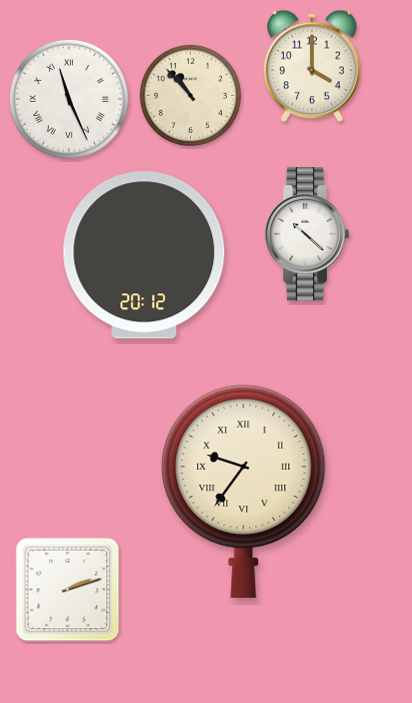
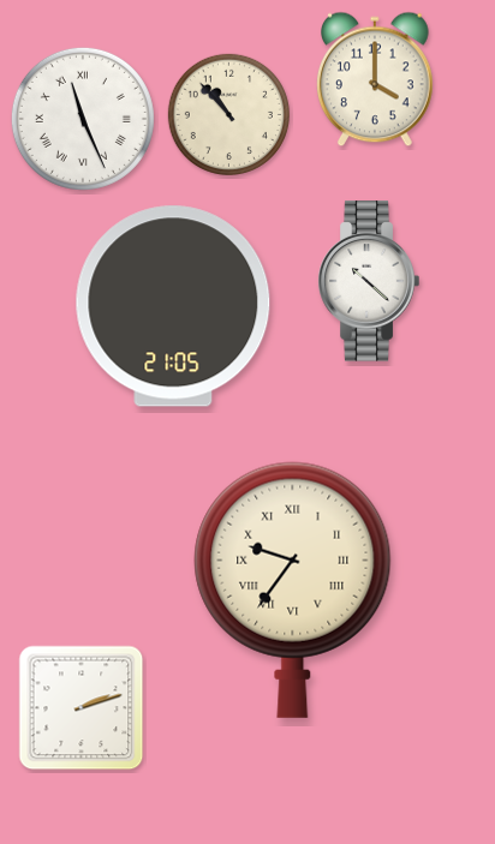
clock at (144, 255): 20:12 -> 21:05
